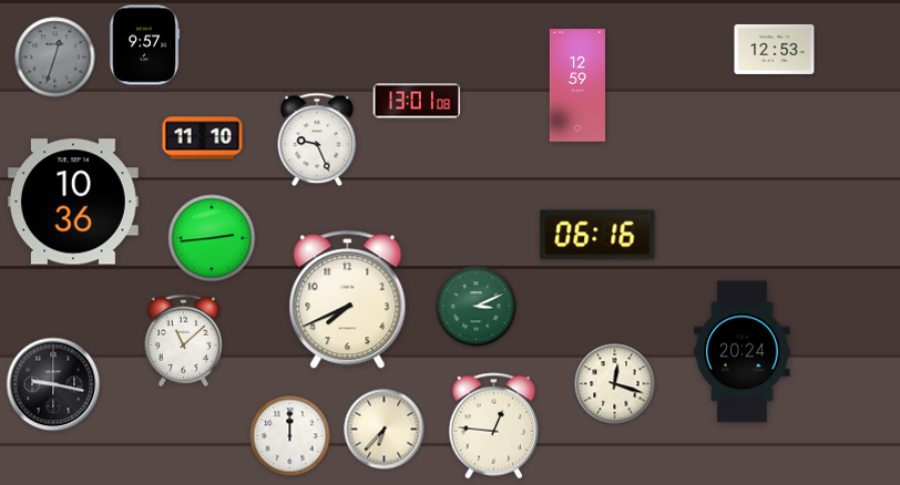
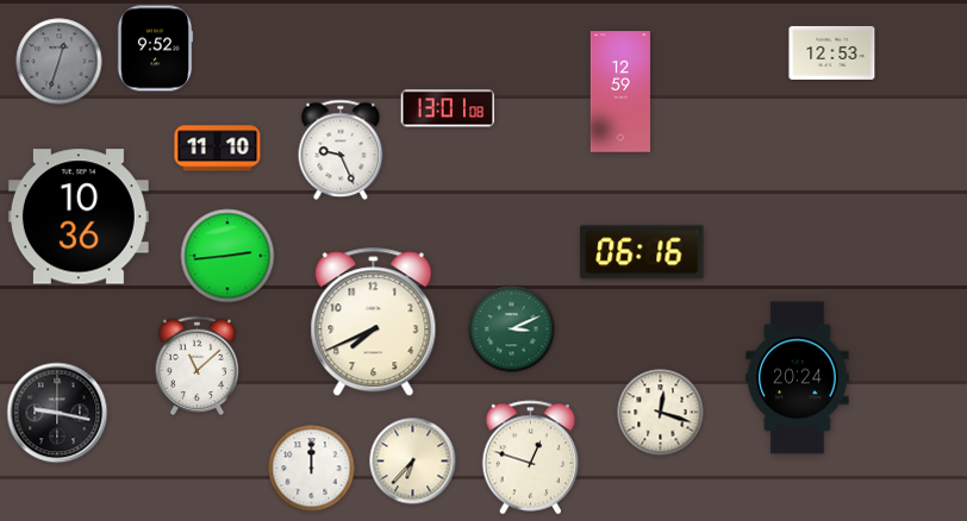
clock at (144, 45): 9:57 -> 9:52
clock at (494, 426): 12:46 -> 12:48
